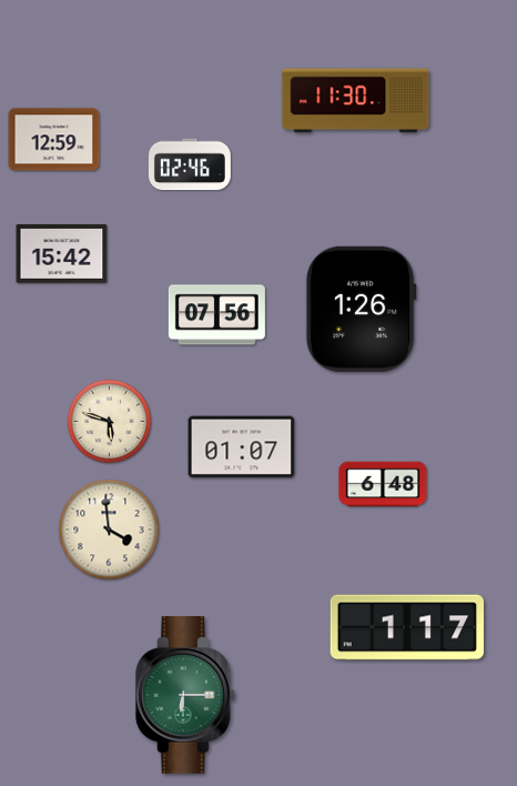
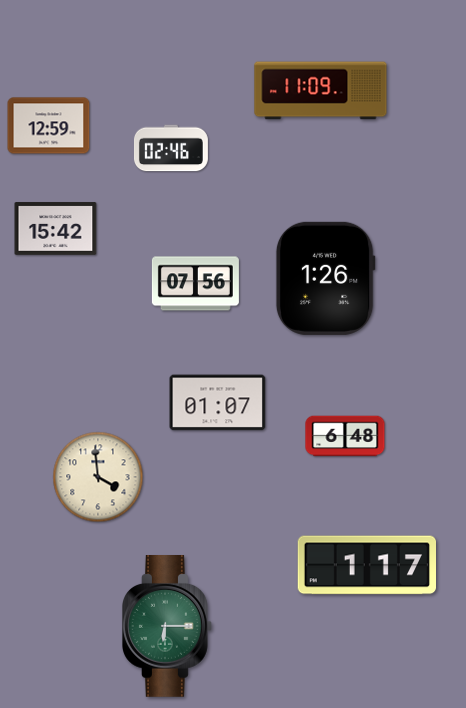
clock at (356, 101): 11:30 -> 11:09
clock at (110, 422): 5:48 -> none
